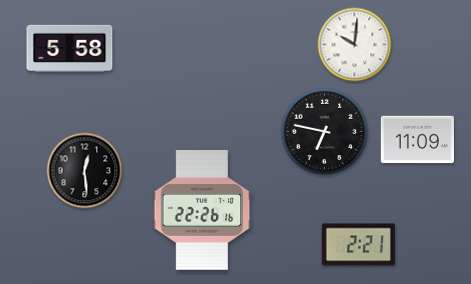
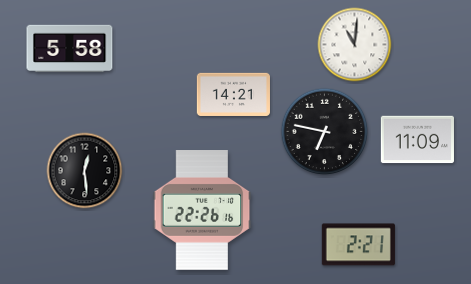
clock at (355, 45): 10:01 -> 11:01
clock at (233, 94): none -> 14:21
